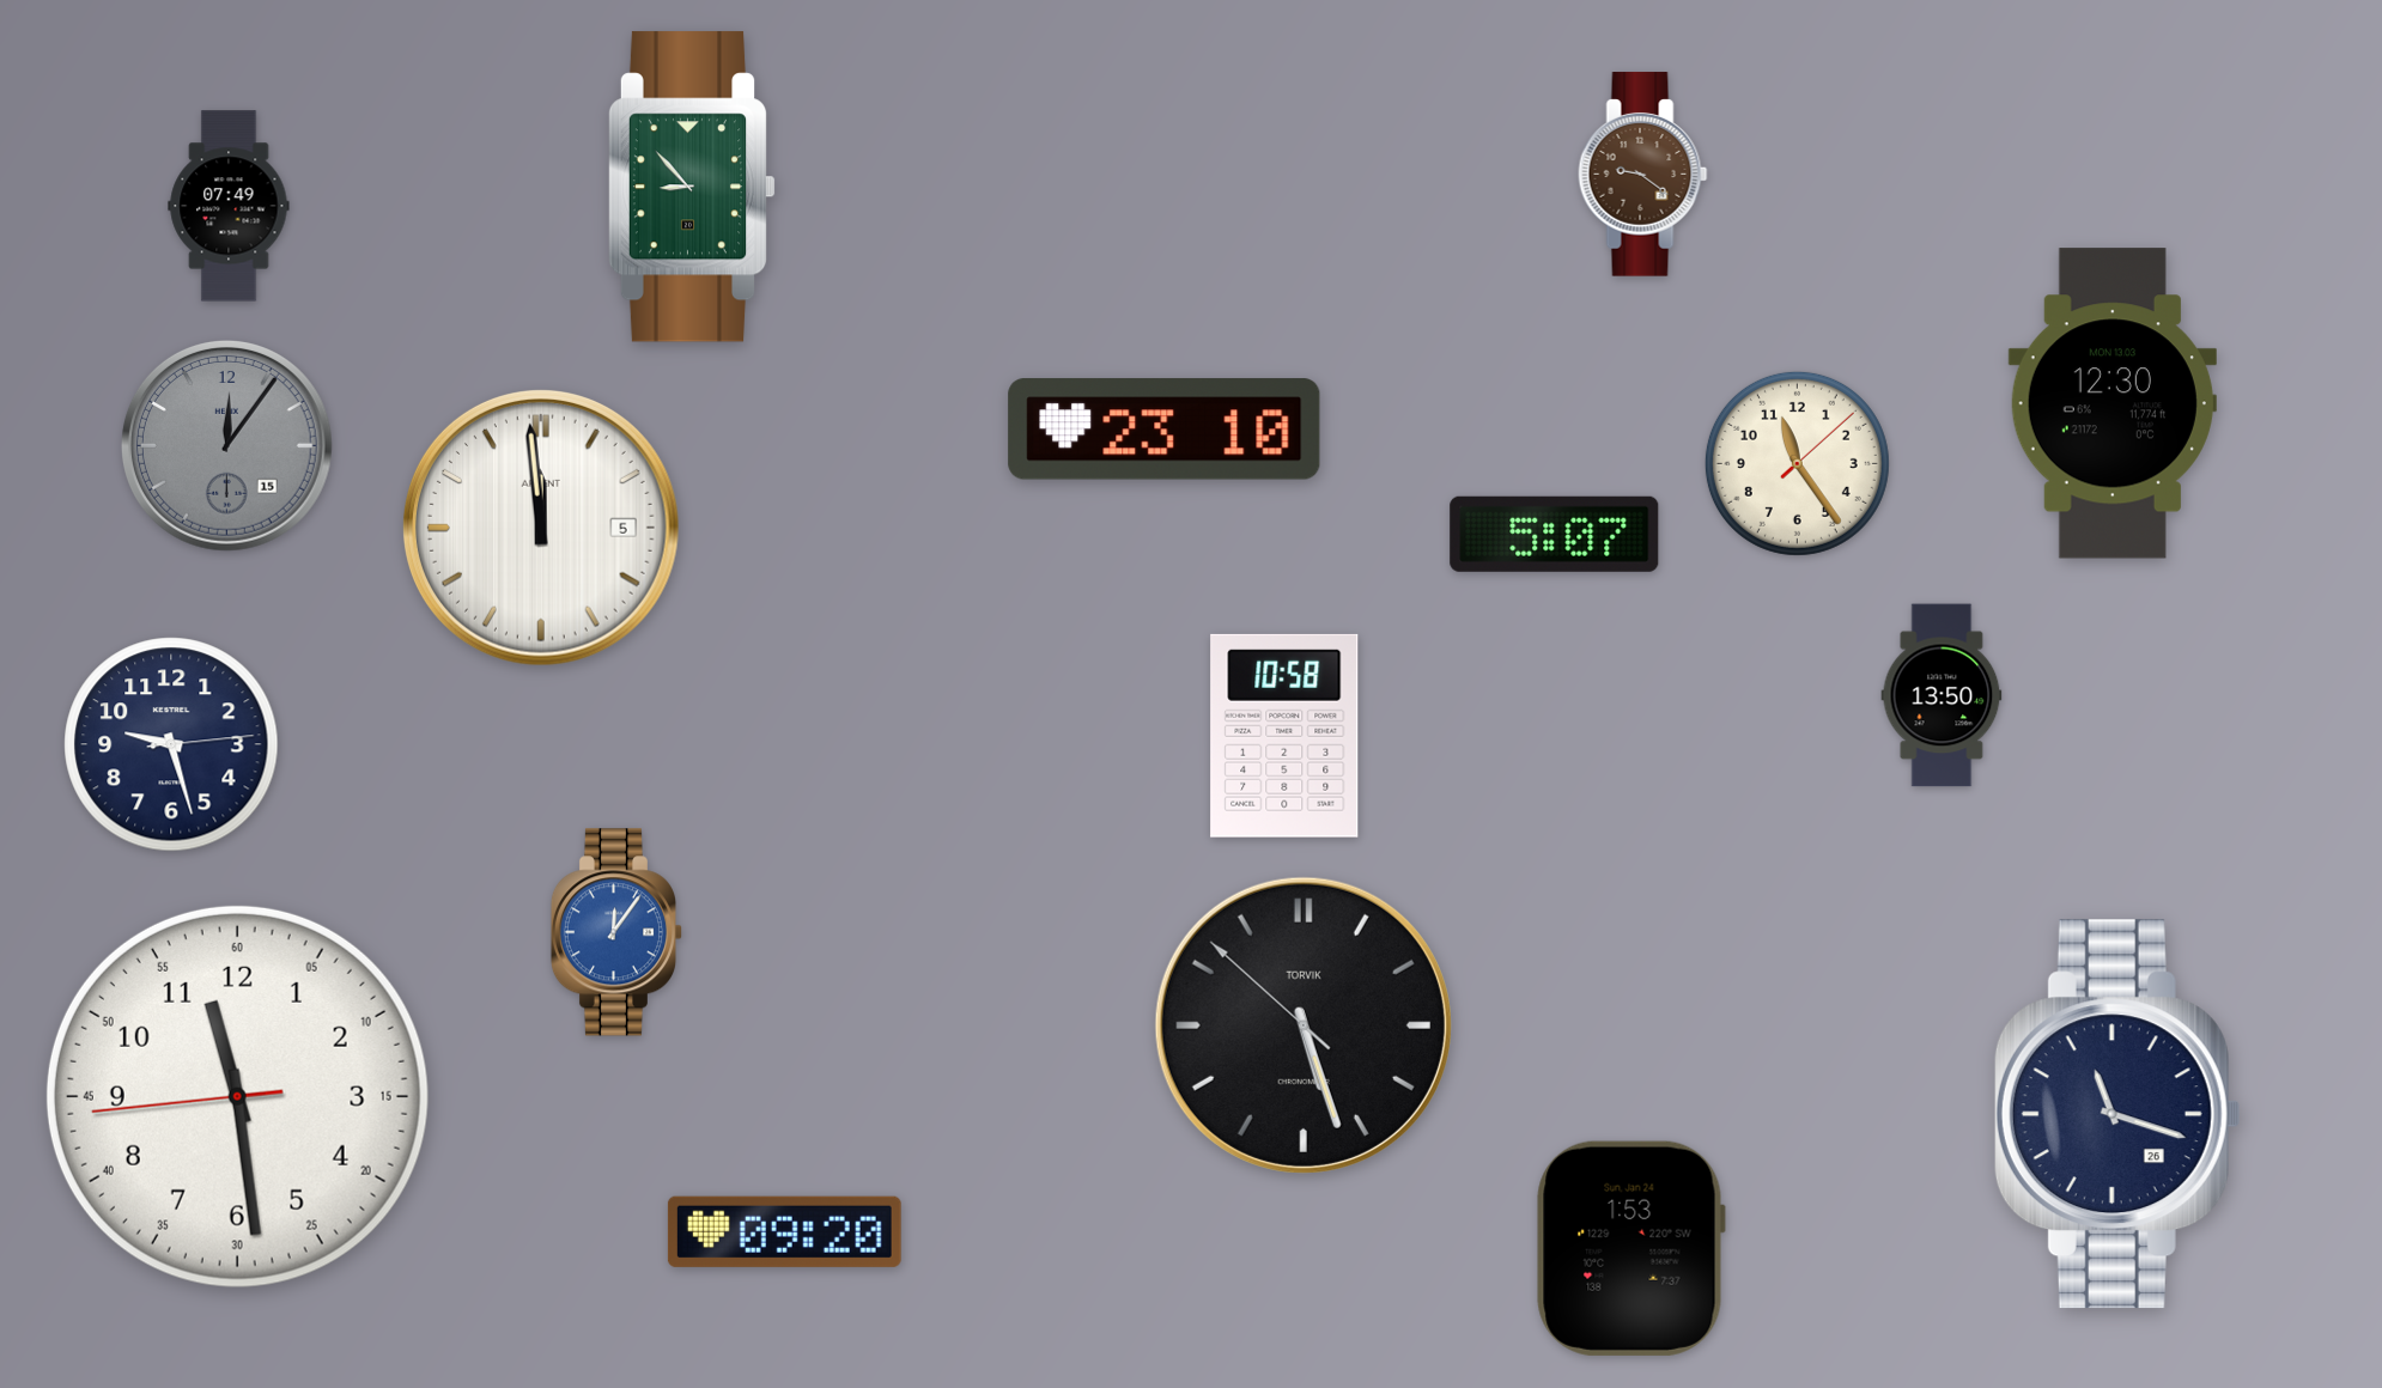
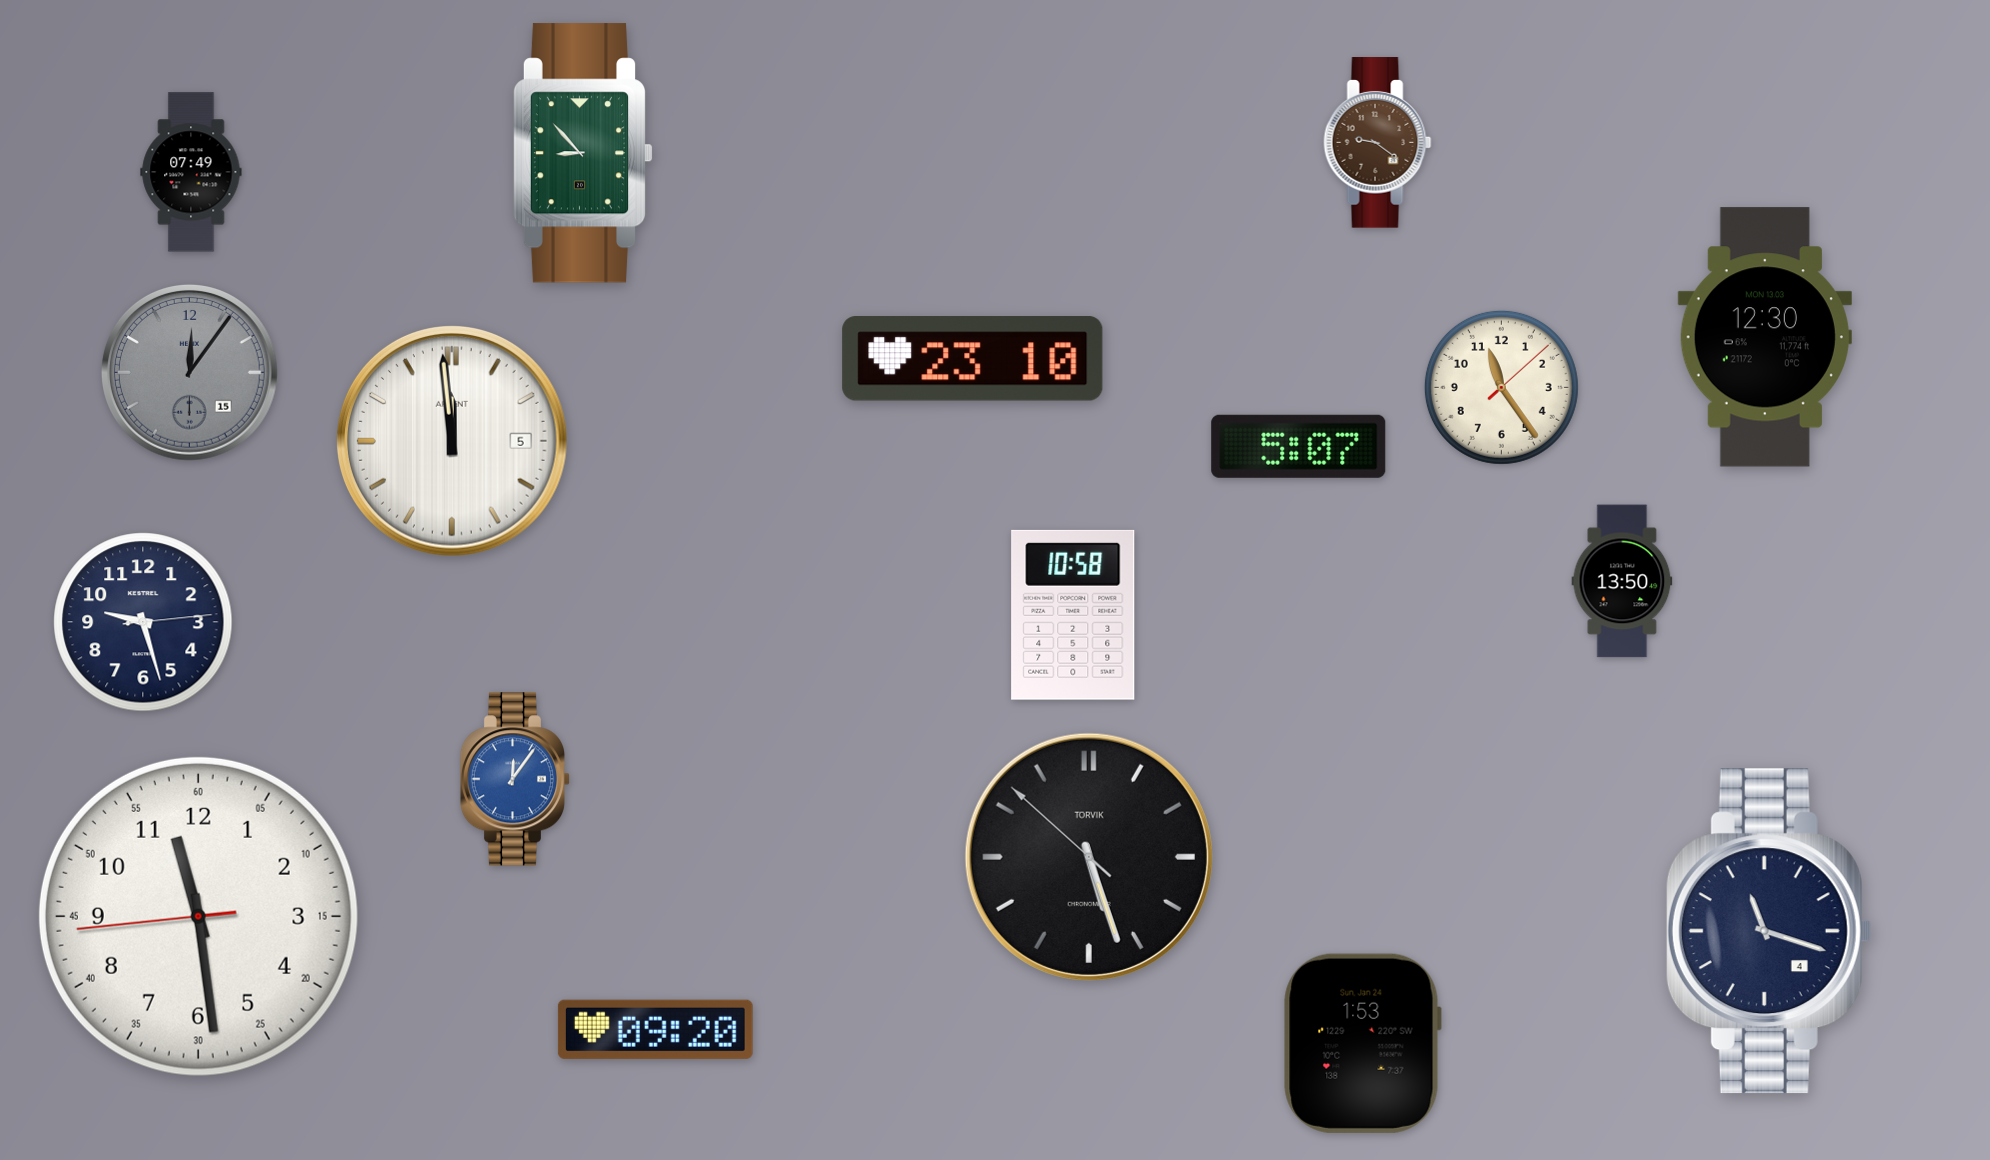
clock at (1643, 175) position: (1643, 175) -> (1378, 143)
clock at (692, 187) position: (692, 187) -> (583, 153)
clock at (2117, 1114) date: 26 -> 4
